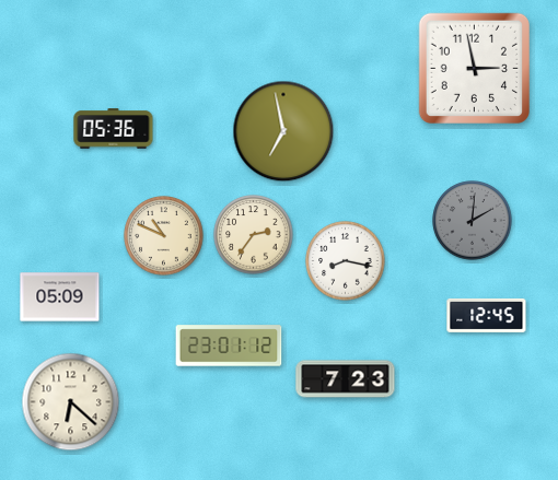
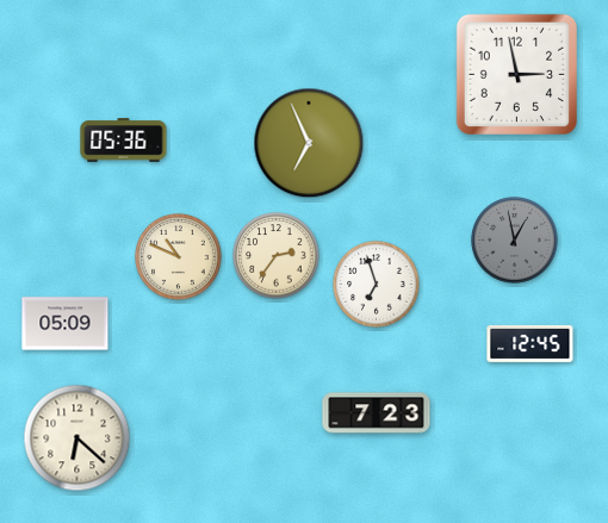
clock at (283, 131): 6:58 -> 6:56
clock at (473, 221): 2:01 -> 12:58
clock at (346, 261): 8:17 -> 6:57
clock at (229, 346): 23:01 -> none
